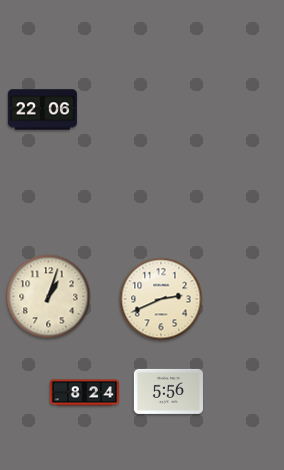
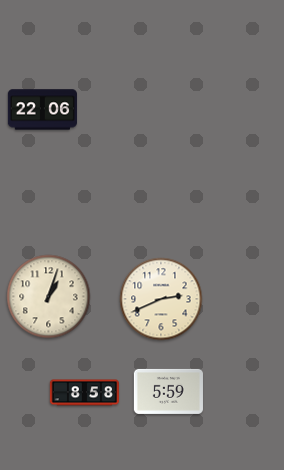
clock at (168, 391): 5:56 -> 5:59
clock at (84, 393): 8:24 -> 8:58
